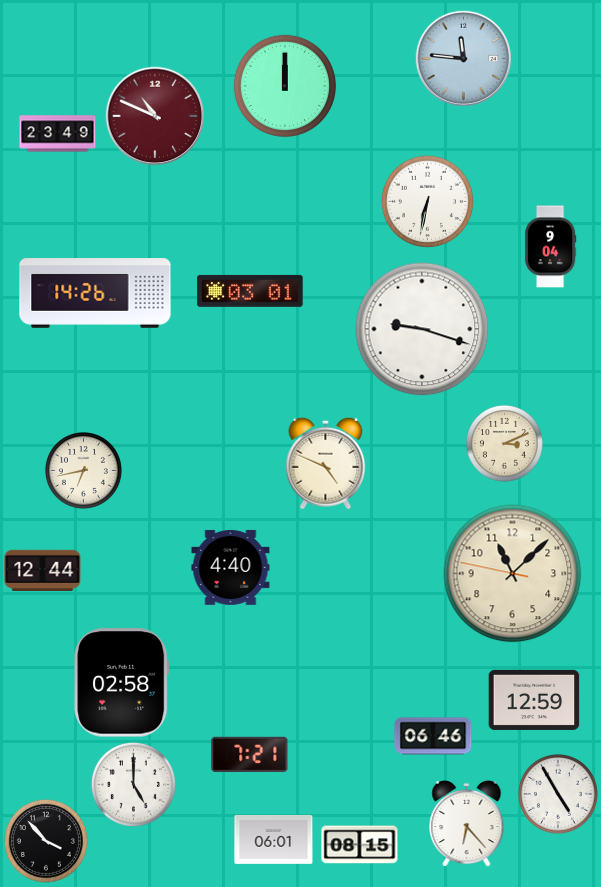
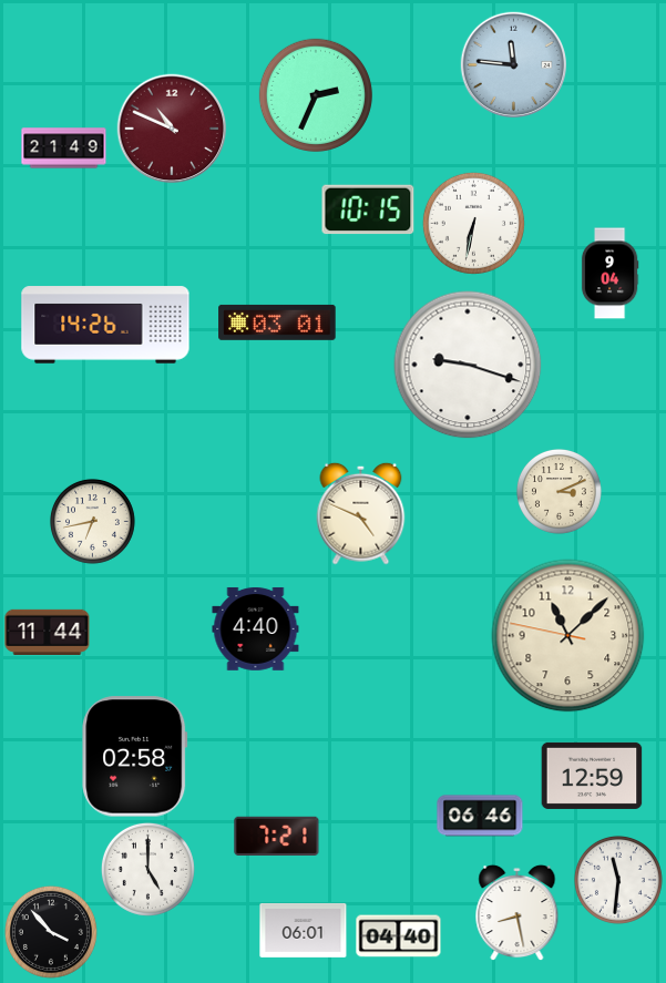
clock at (285, 86): 12:00 -> 2:34
clock at (58, 134): 23:49 -> 21:49
clock at (368, 209): none -> 10:15
clock at (43, 570): 12:44 -> 11:44
clock at (558, 794): 4:55 -> 11:31
clock at (467, 823): 6:23 -> 8:28
clock at (360, 845): 08:15 -> 04:40
